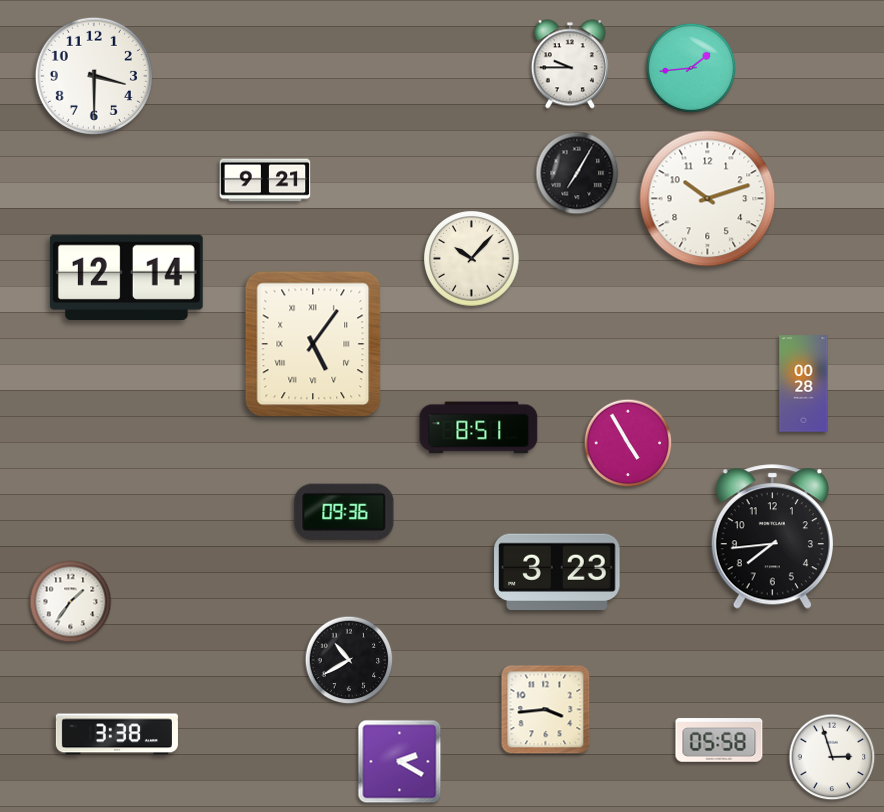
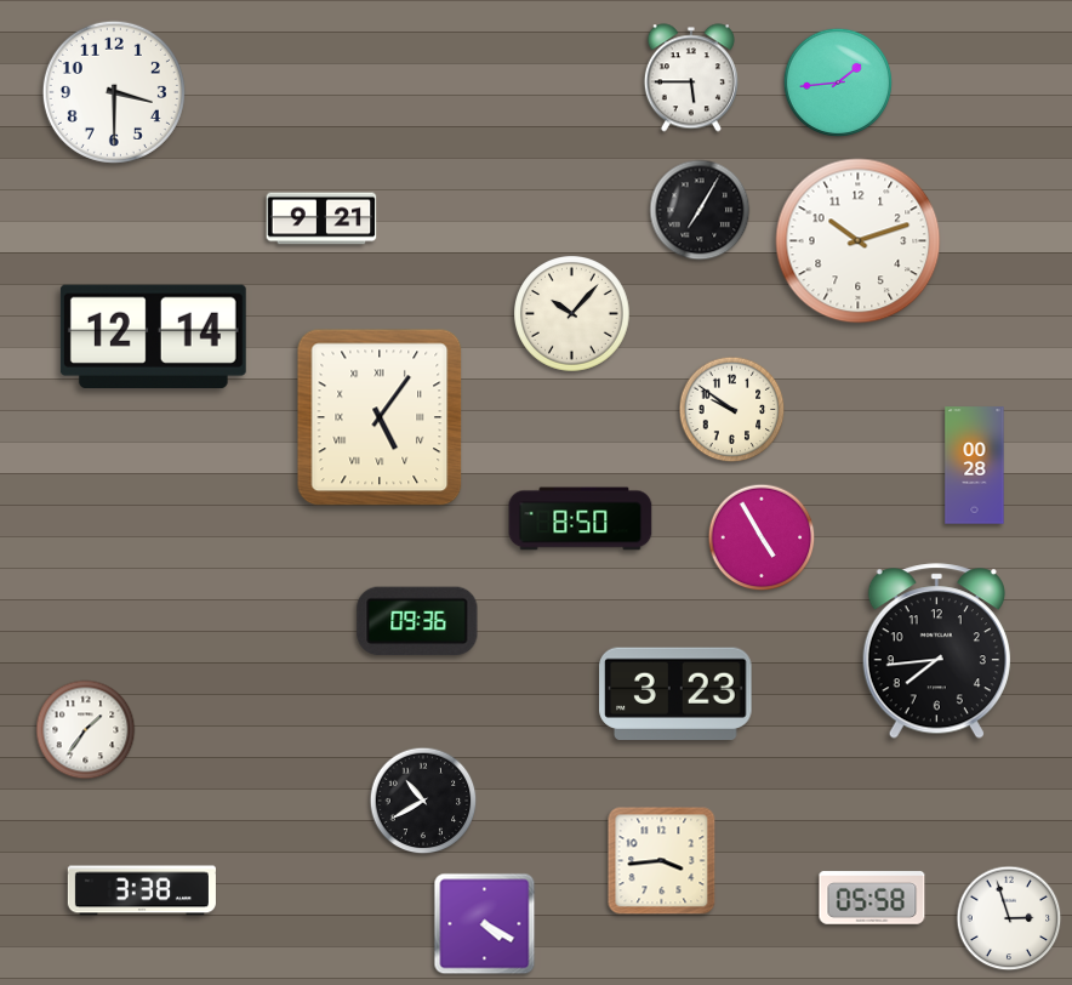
clock at (570, 64): 9:45 -> 5:45
clock at (732, 410): none -> 9:51
clock at (479, 428): 8:51 -> 8:50
clock at (400, 762): 2:20 -> 4:20
